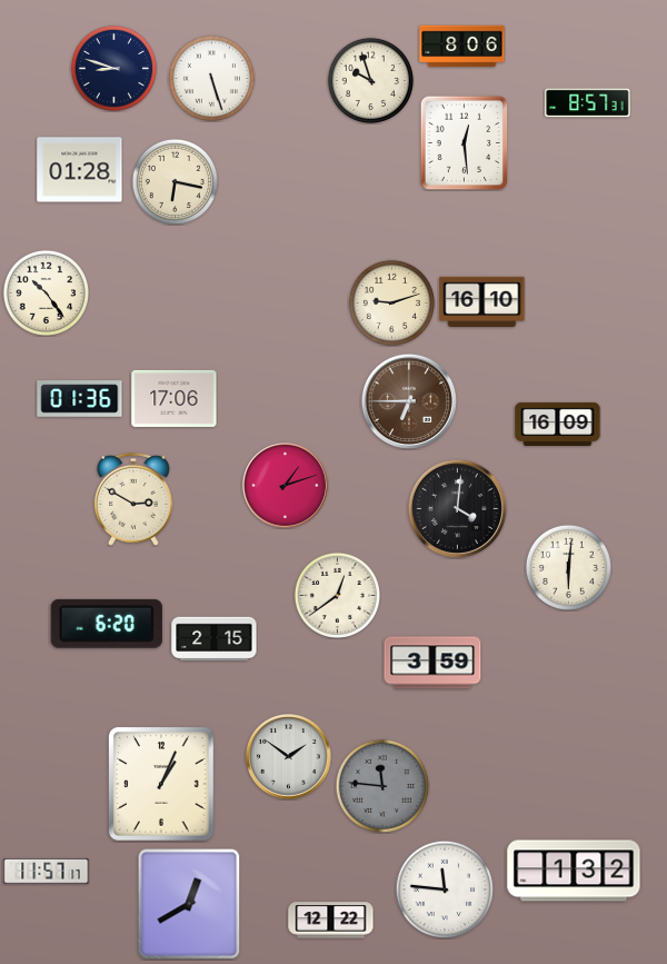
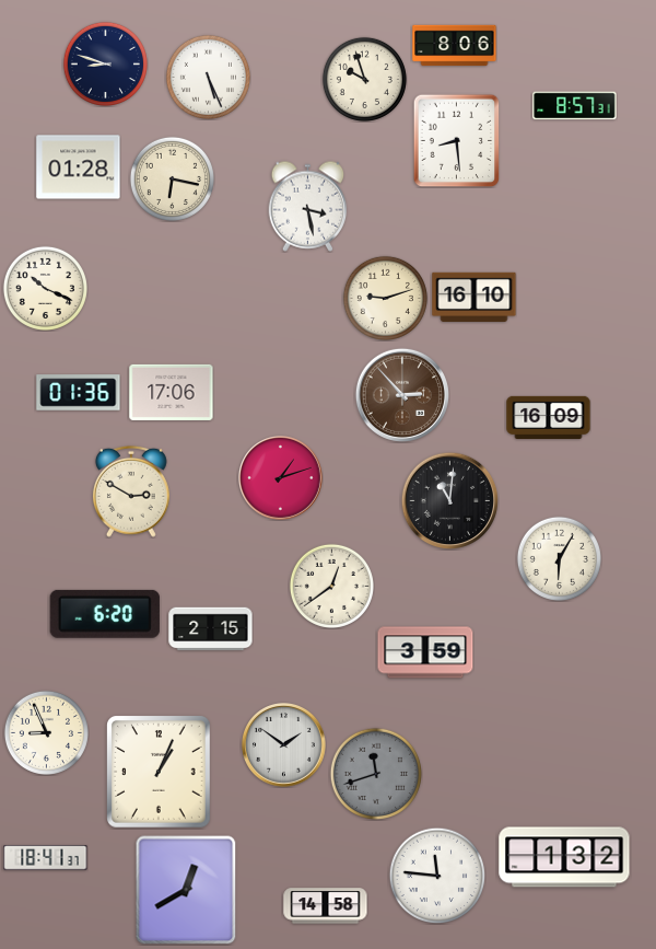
clock at (113, 68) position: (113, 68) -> (105, 63)
clock at (211, 78): 5:27 -> 5:26
clock at (588, 103) position: (588, 103) -> (575, 106)
clock at (465, 142): 12:29 -> 8:29
clock at (308, 206): none -> 3:28
clock at (46, 292): 10:24 -> 10:19
clock at (409, 401): 6:45 -> 2:53
clock at (457, 508): 4:01 -> 11:01
clock at (568, 567): 6:01 -> 6:05
clock at (46, 732): none -> 8:56
clock at (382, 786): 11:46 -> 11:42
clock at (47, 872): 11:57 -> 18:41
clock at (331, 921): 12:22 -> 14:58
